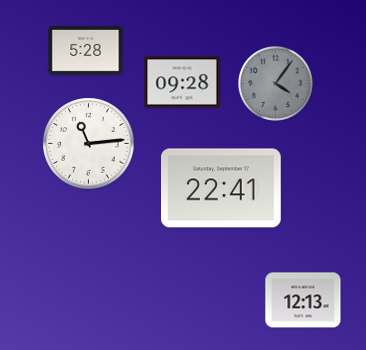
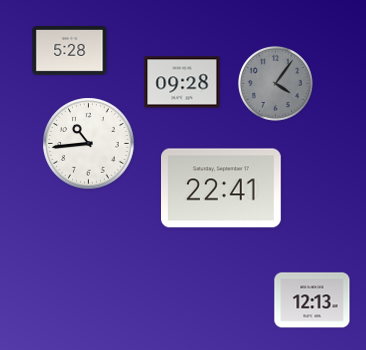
clock at (86, 50) position: (86, 50) -> (70, 50)
clock at (89, 144): 11:14 -> 10:44
clock at (303, 300) position: (303, 300) -> (312, 300)
